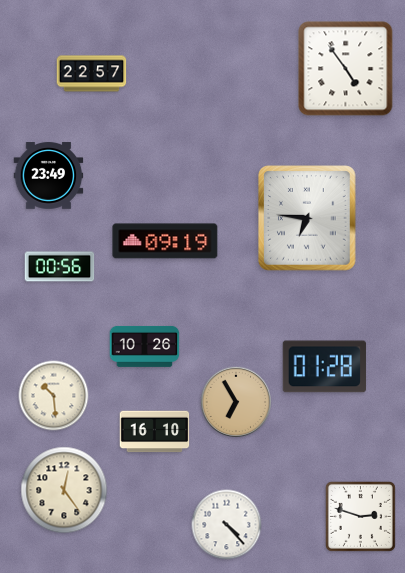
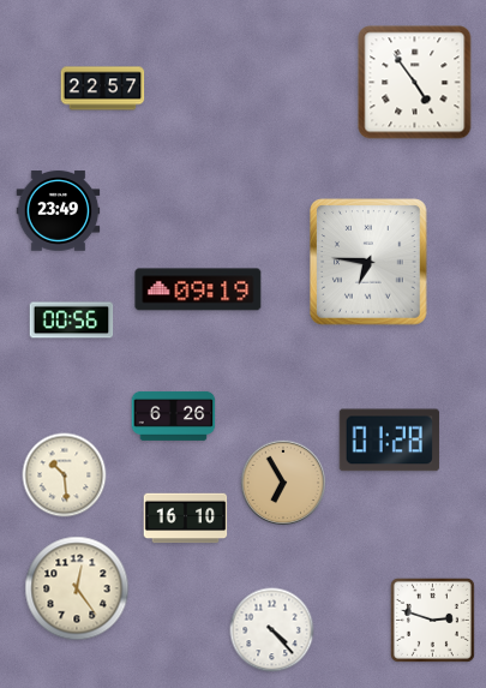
clock at (92, 74) position: (92, 74) -> (103, 89)
clock at (145, 346): 10:26 -> 6:26
